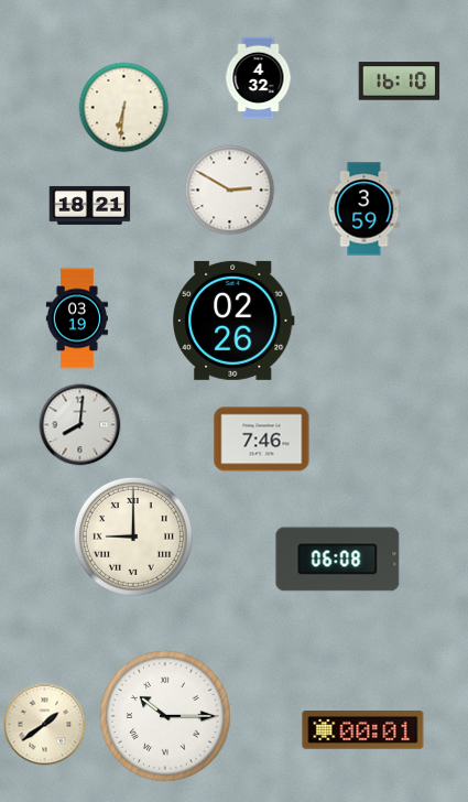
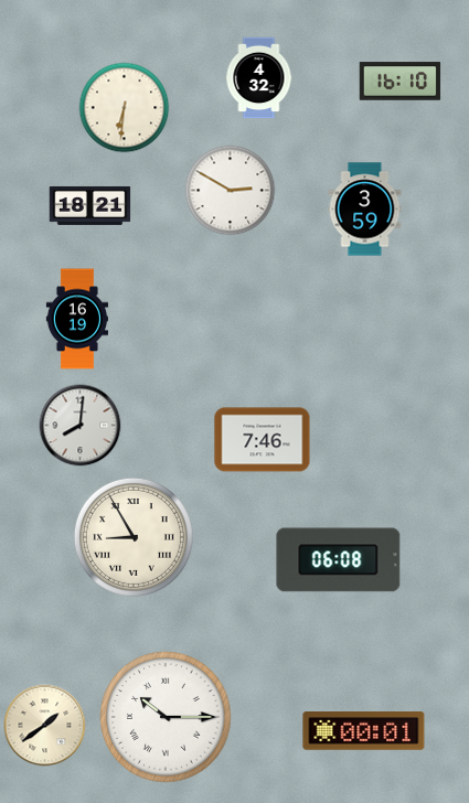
clock at (76, 318): 03:19 -> 16:19
clock at (235, 321): 02:26 -> none
clock at (133, 537): 9:00 -> 8:55
